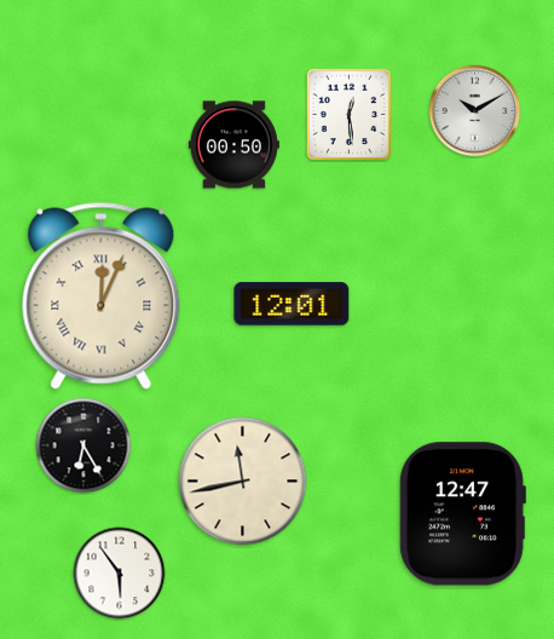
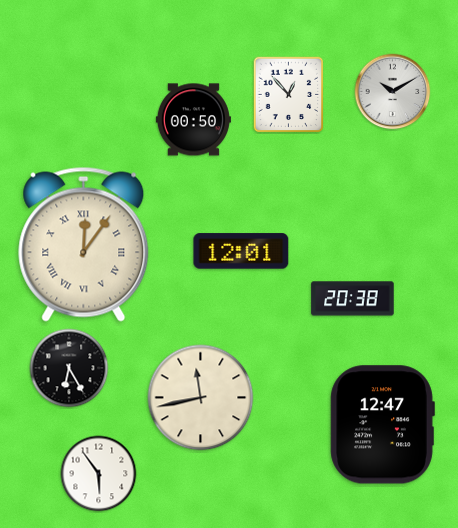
clock at (350, 115): 12:29 -> 12:53
clock at (102, 295): 12:04 -> 12:06
clock at (353, 299): none -> 20:38
